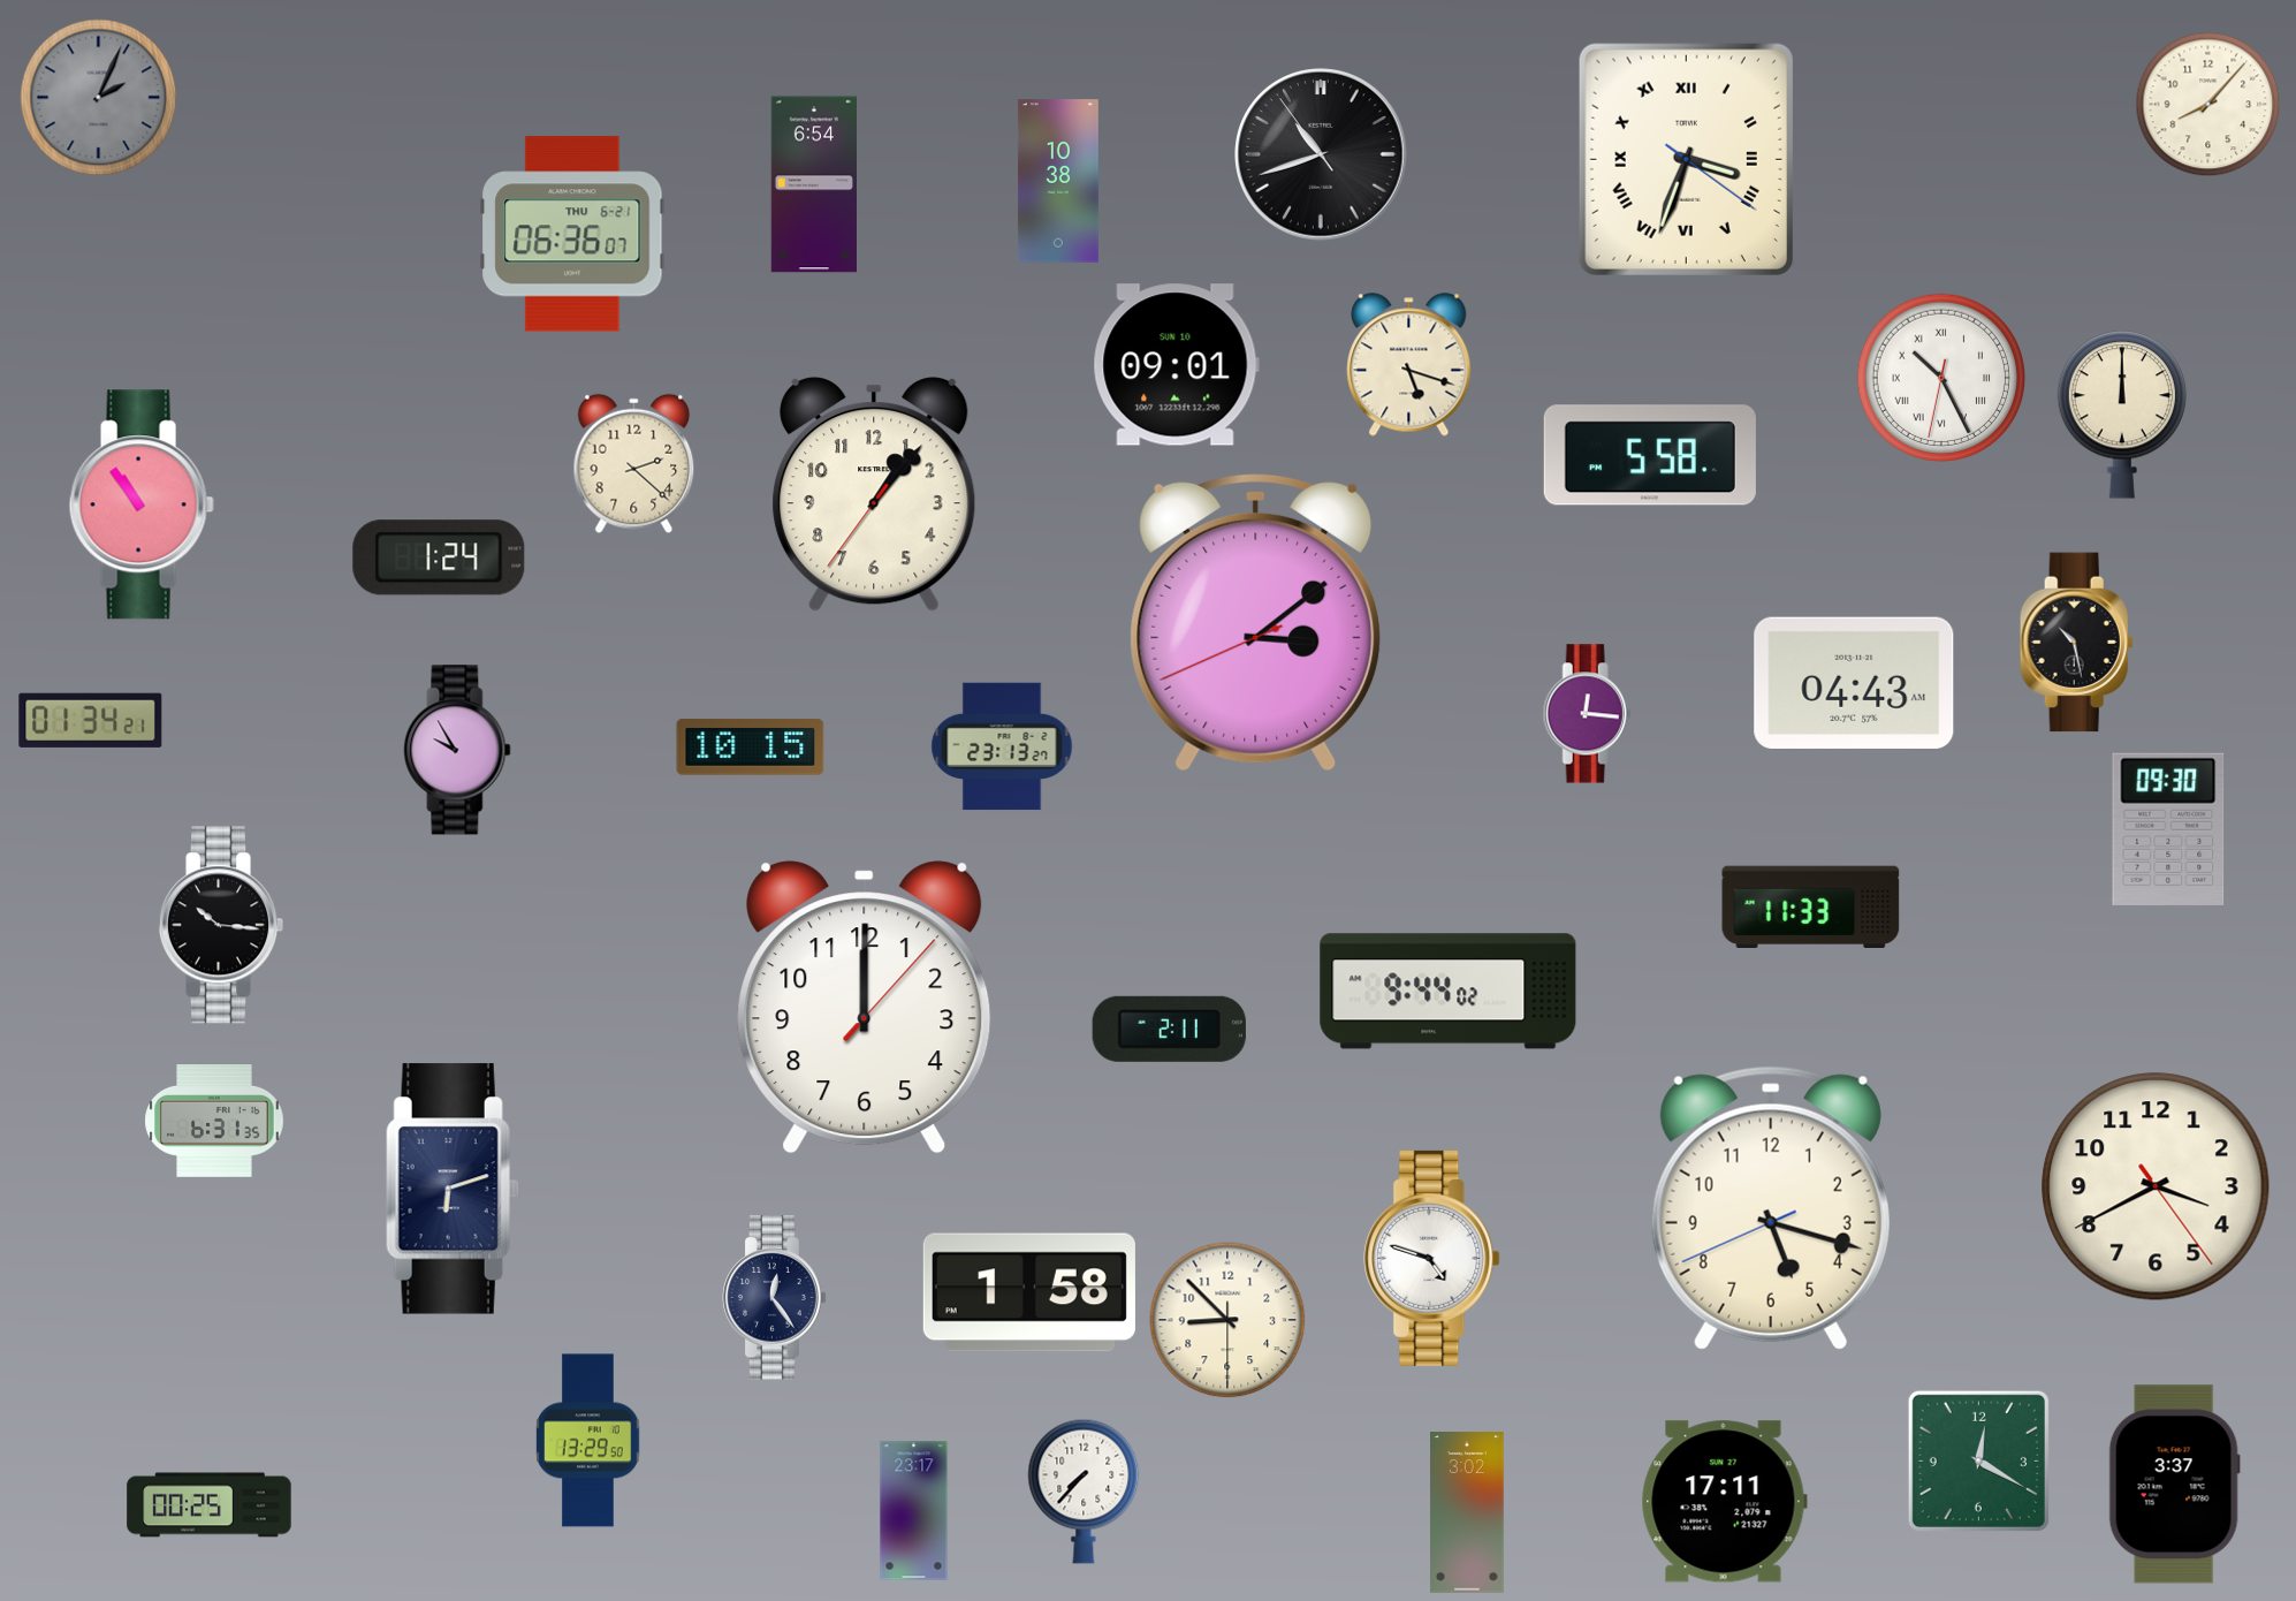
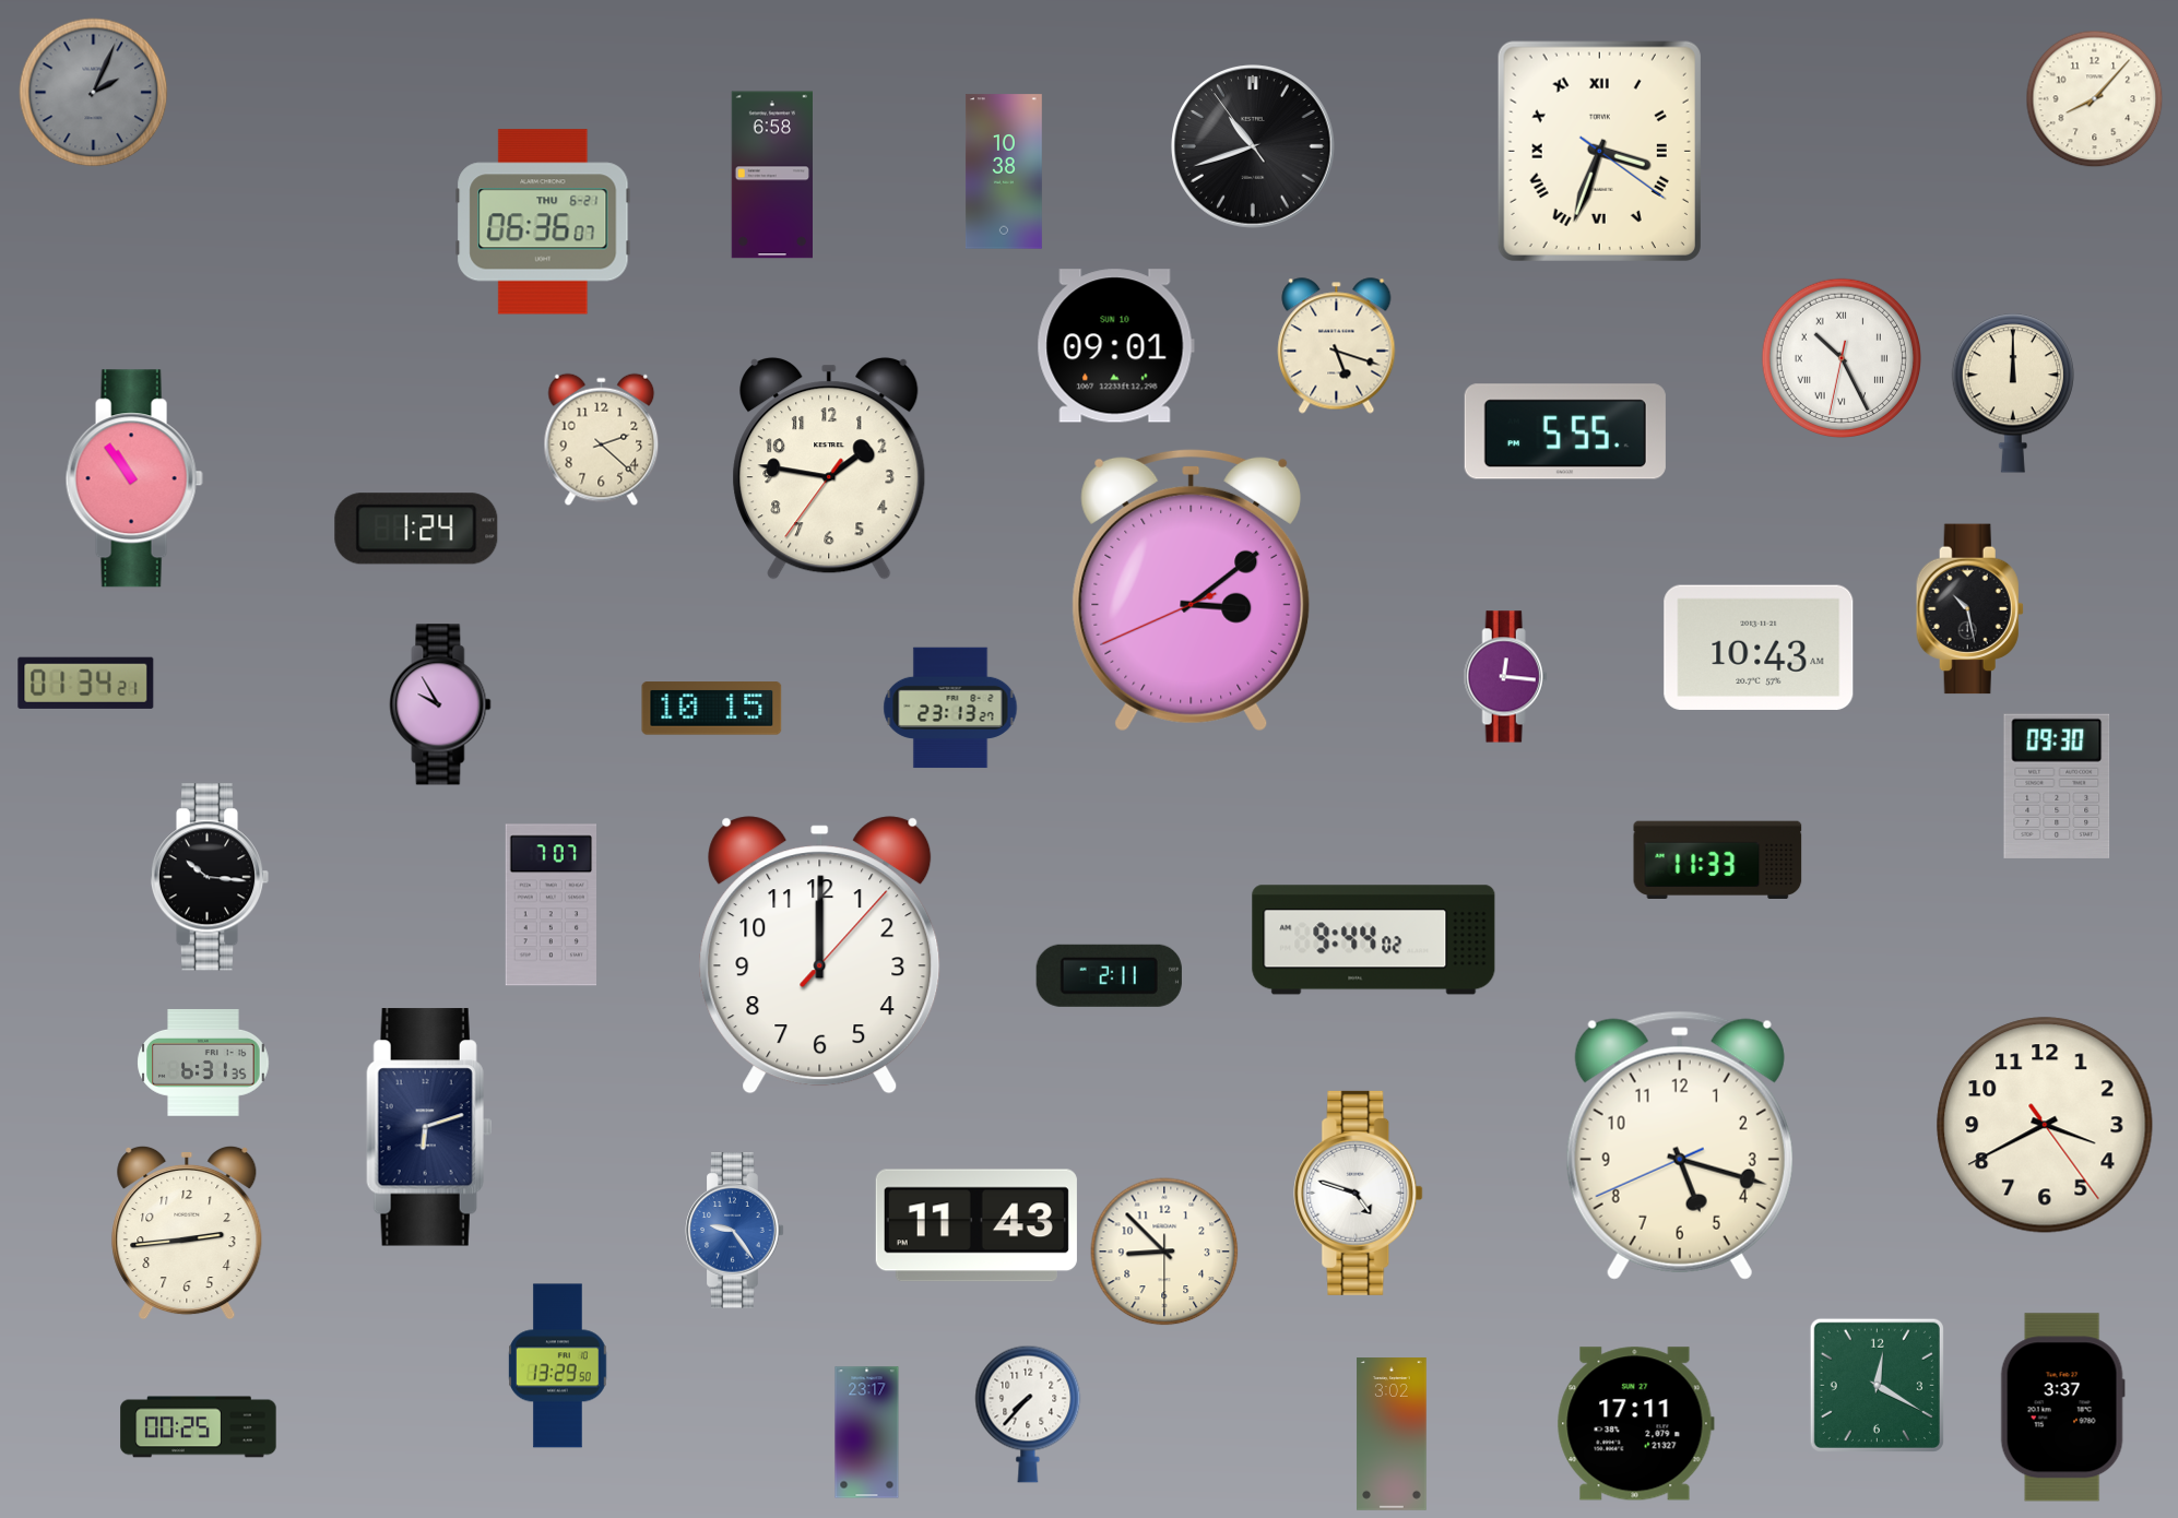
clock at (813, 184): 6:54 -> 6:58
clock at (1650, 455): 5:58 -> 5:55
clock at (874, 494): 1:06 -> 1:46
clock at (1854, 683): 04:43 -> 10:43
clock at (457, 750) position: (457, 750) -> (440, 704)
clock at (551, 905): none -> 7:07
clock at (1029, 1292): 1:58 -> 11:43
clock at (775, 1298): 12:24 -> 9:24
clock at (775, 1298) dial: navy -> blue
clock at (187, 1233): none -> 2:44
